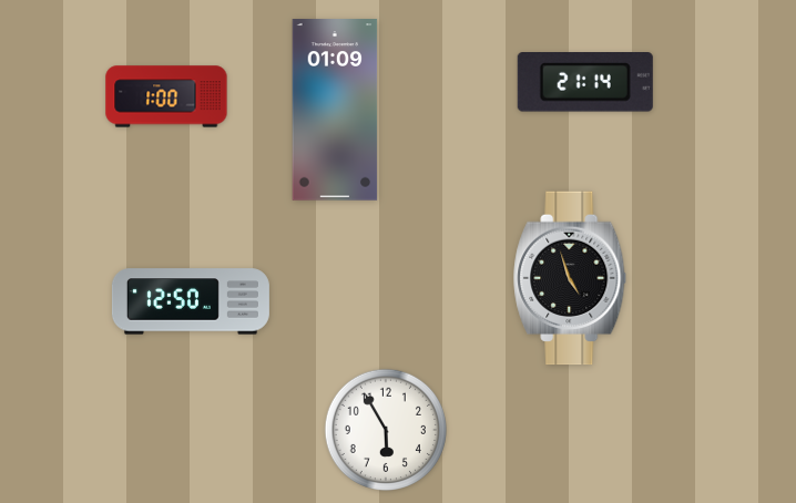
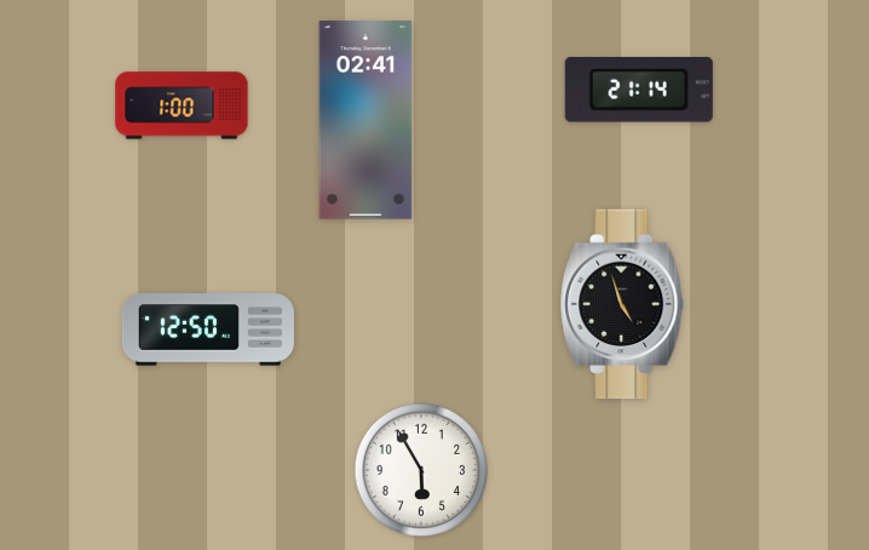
clock at (335, 110): 01:09 -> 02:41
